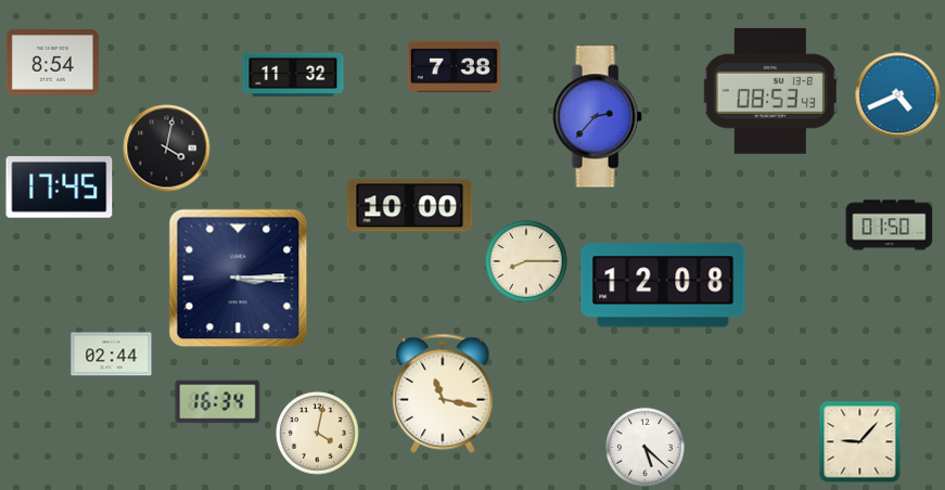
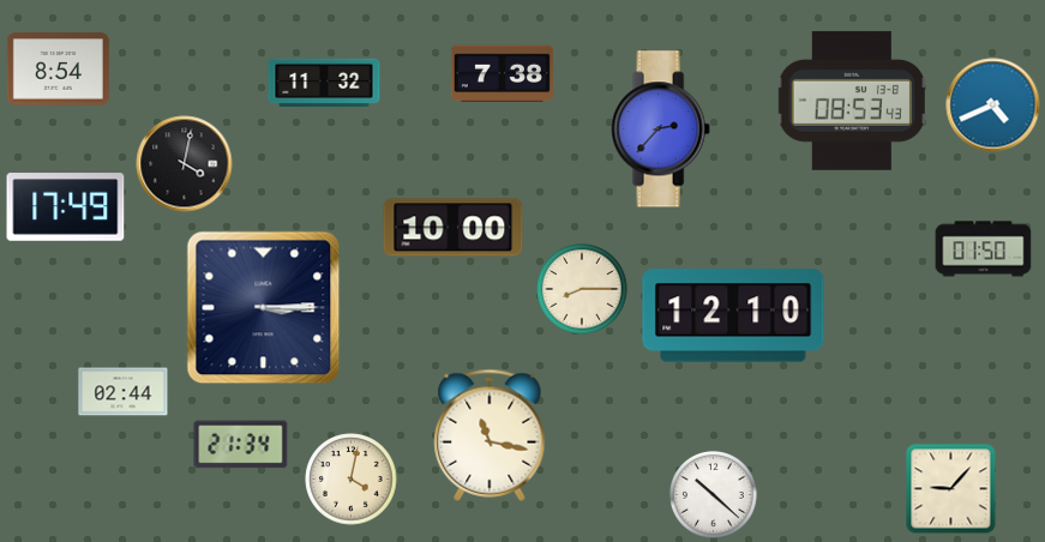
clock at (60, 188): 17:45 -> 17:49
clock at (663, 285): 12:08 -> 12:10
clock at (218, 402): 16:34 -> 21:34
clock at (644, 447): 5:22 -> 10:22
